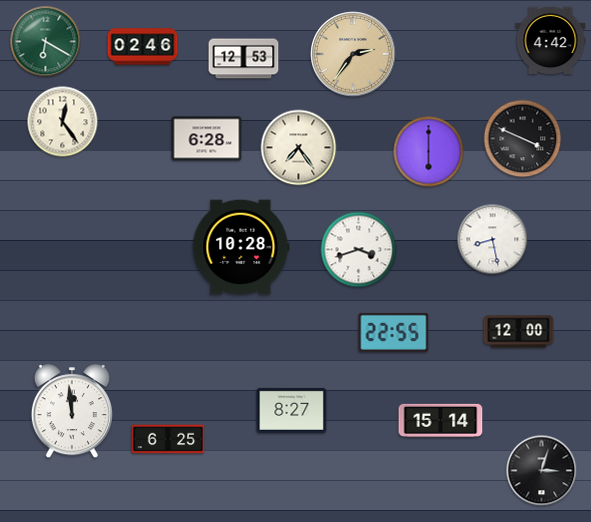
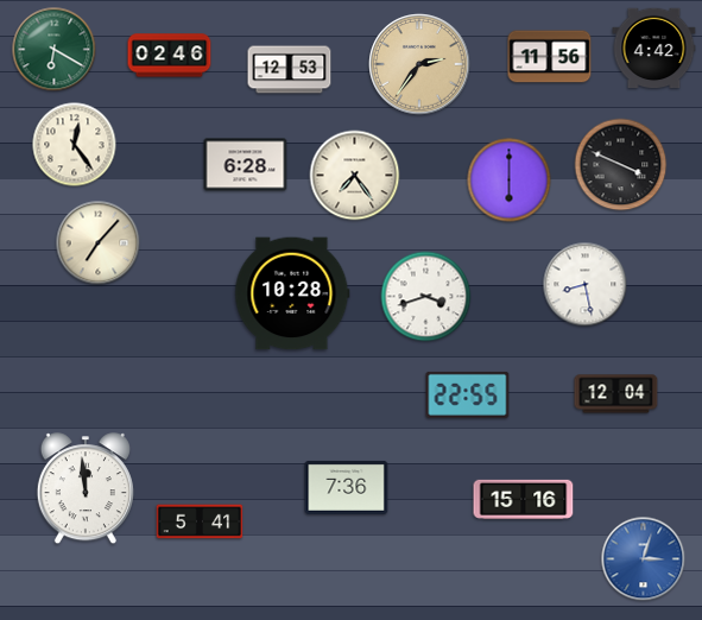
clock at (550, 57): none -> 11:56
clock at (99, 243): none -> 7:07
clock at (241, 247) position: (241, 247) -> (292, 293)
clock at (519, 332): 12:00 -> 12:04
clock at (292, 410): 8:27 -> 7:36
clock at (441, 420): 15:14 -> 15:16
clock at (168, 439): 6:25 -> 5:41
clock at (542, 471) dial: black -> blue
